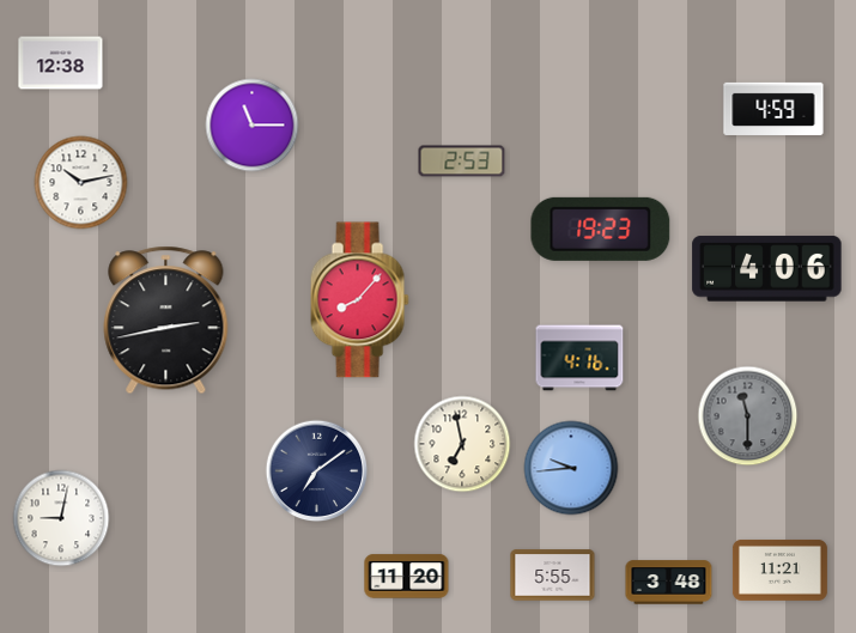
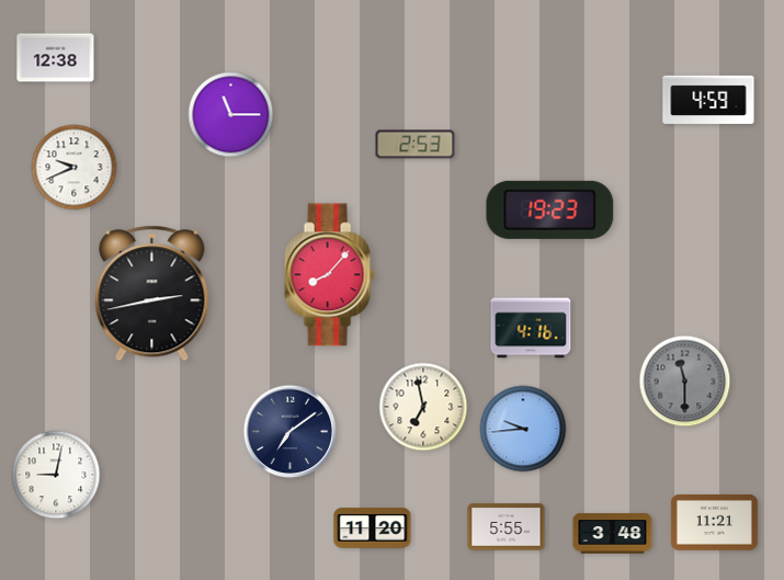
clock at (462, 162) position: (462, 162) -> (416, 145)
clock at (81, 183): 10:13 -> 9:41
clock at (767, 269): 4:06 -> none
